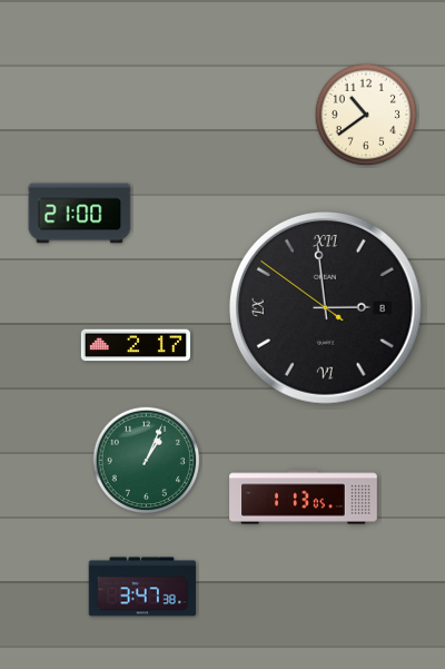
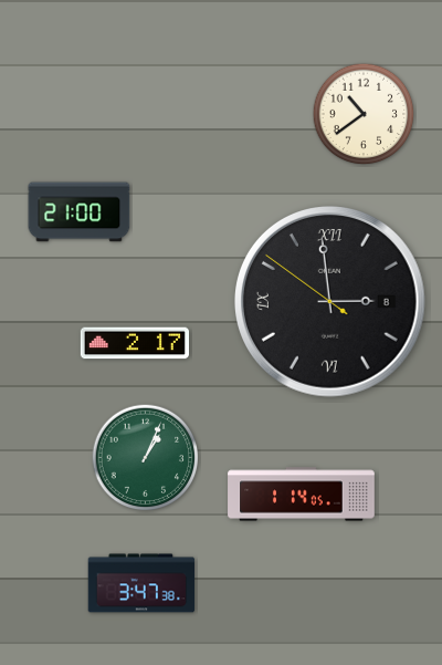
clock at (326, 308) position: (326, 308) -> (330, 302)
clock at (304, 498): 1:13 -> 1:14
